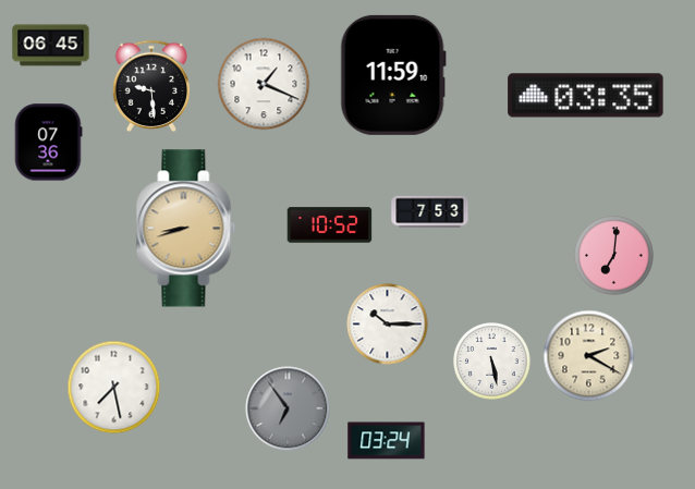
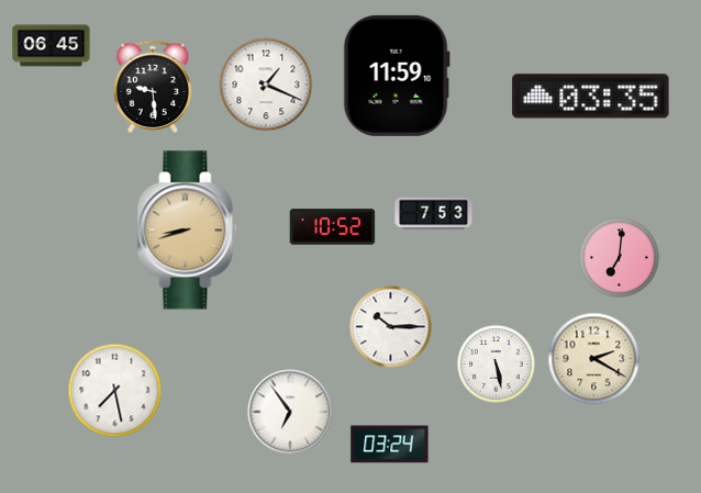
clock at (48, 143): 07:36 -> none
clock at (288, 408) dial: grey -> white
